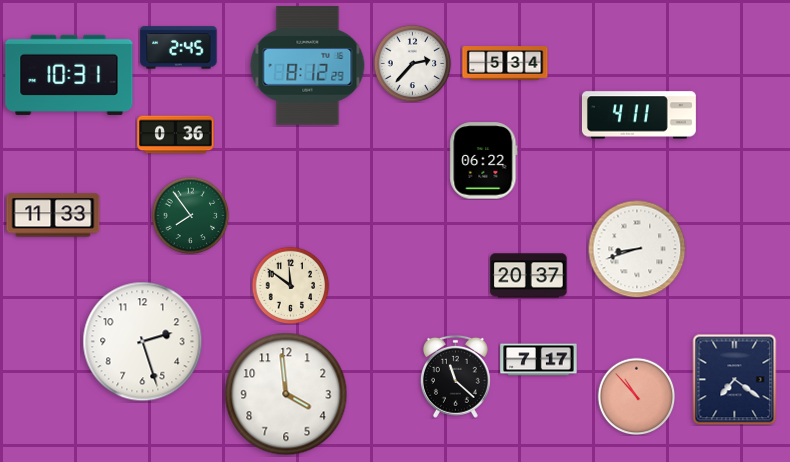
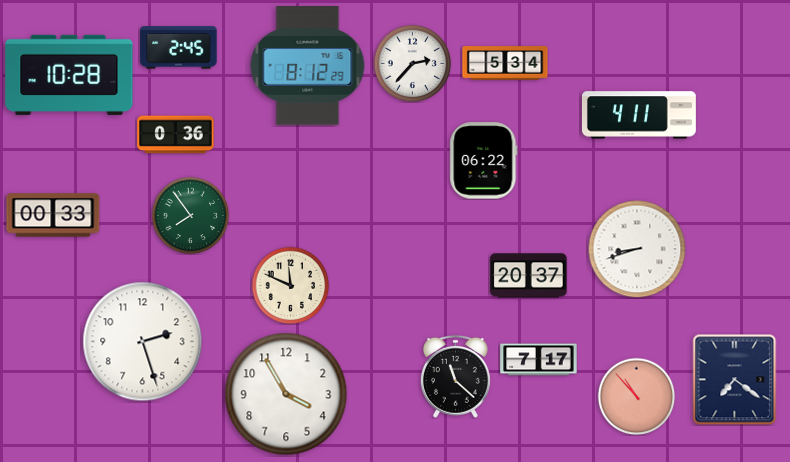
clock at (69, 75): 10:31 -> 10:28
clock at (53, 215): 11:33 -> 00:33
clock at (290, 285): 11:51 -> 11:49
clock at (286, 394): 3:59 -> 3:55
